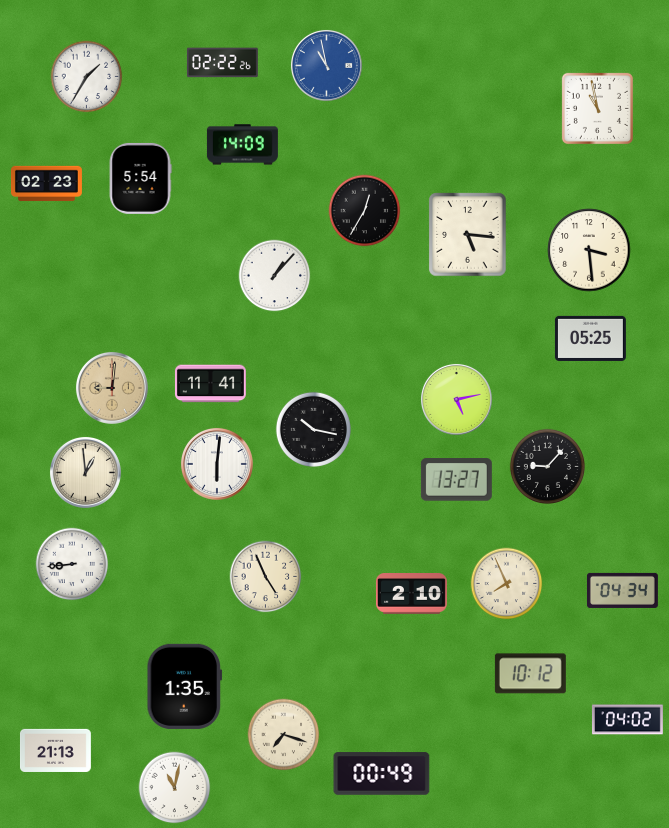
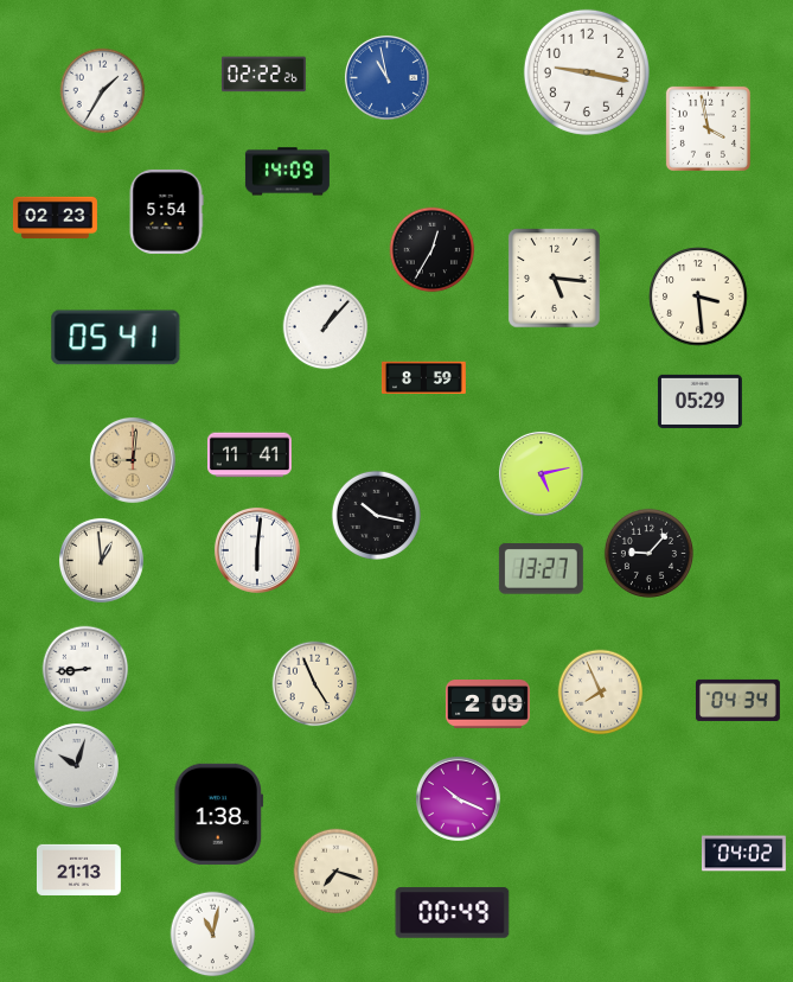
clock at (587, 72): none -> 9:17
clock at (597, 108): 10:58 -> 3:58
clock at (116, 338): none -> 05:41
clock at (423, 378): none -> 8:59
clock at (590, 338): 05:25 -> 05:29
clock at (313, 429) position: (313, 429) -> (376, 515)
clock at (411, 594): 2:10 -> 2:09
clock at (76, 765): none -> 10:03
clock at (458, 798): none -> 10:19
clock at (530, 674): 10:12 -> none
clock at (185, 686): 1:35 -> 1:38
clock at (55, 750) position: (55, 750) -> (78, 869)
clock at (382, 774) position: (382, 774) -> (453, 913)
clock at (175, 788) position: (175, 788) -> (213, 935)
